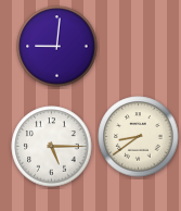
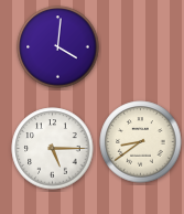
clock at (57, 47): 9:01 -> 4:01
clock at (139, 137) position: (139, 137) -> (141, 142)
